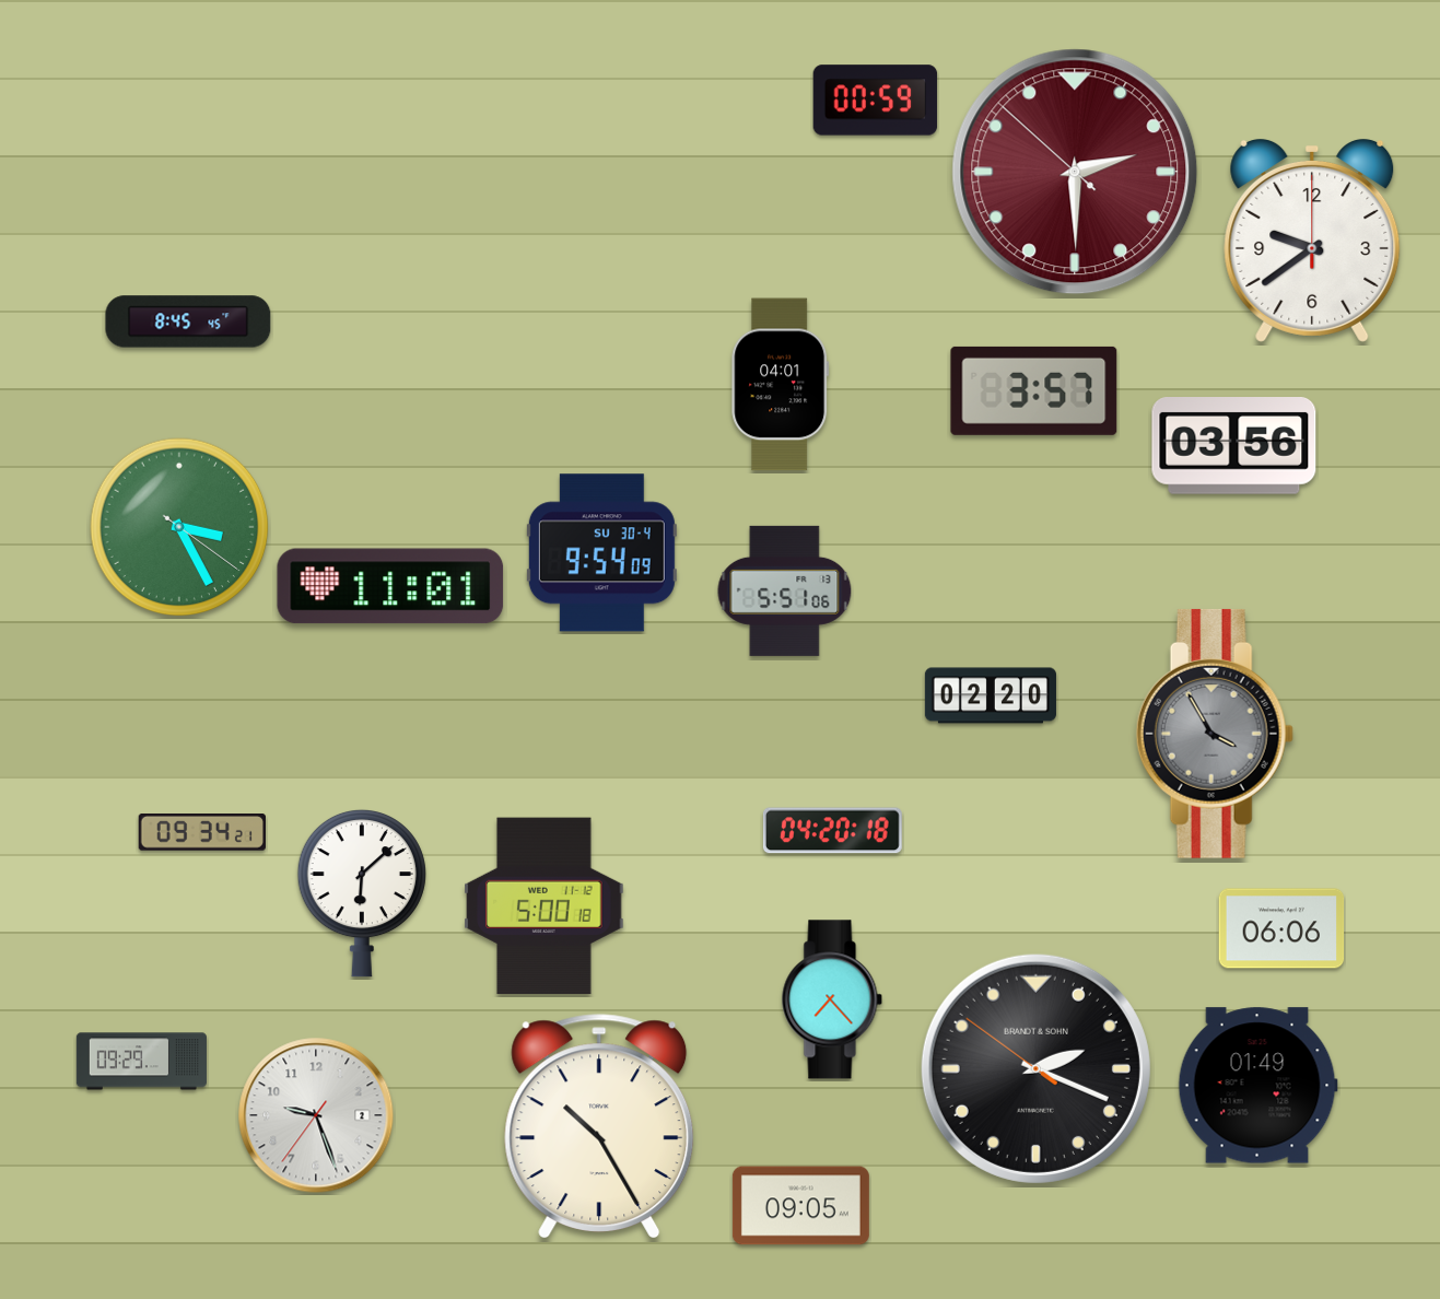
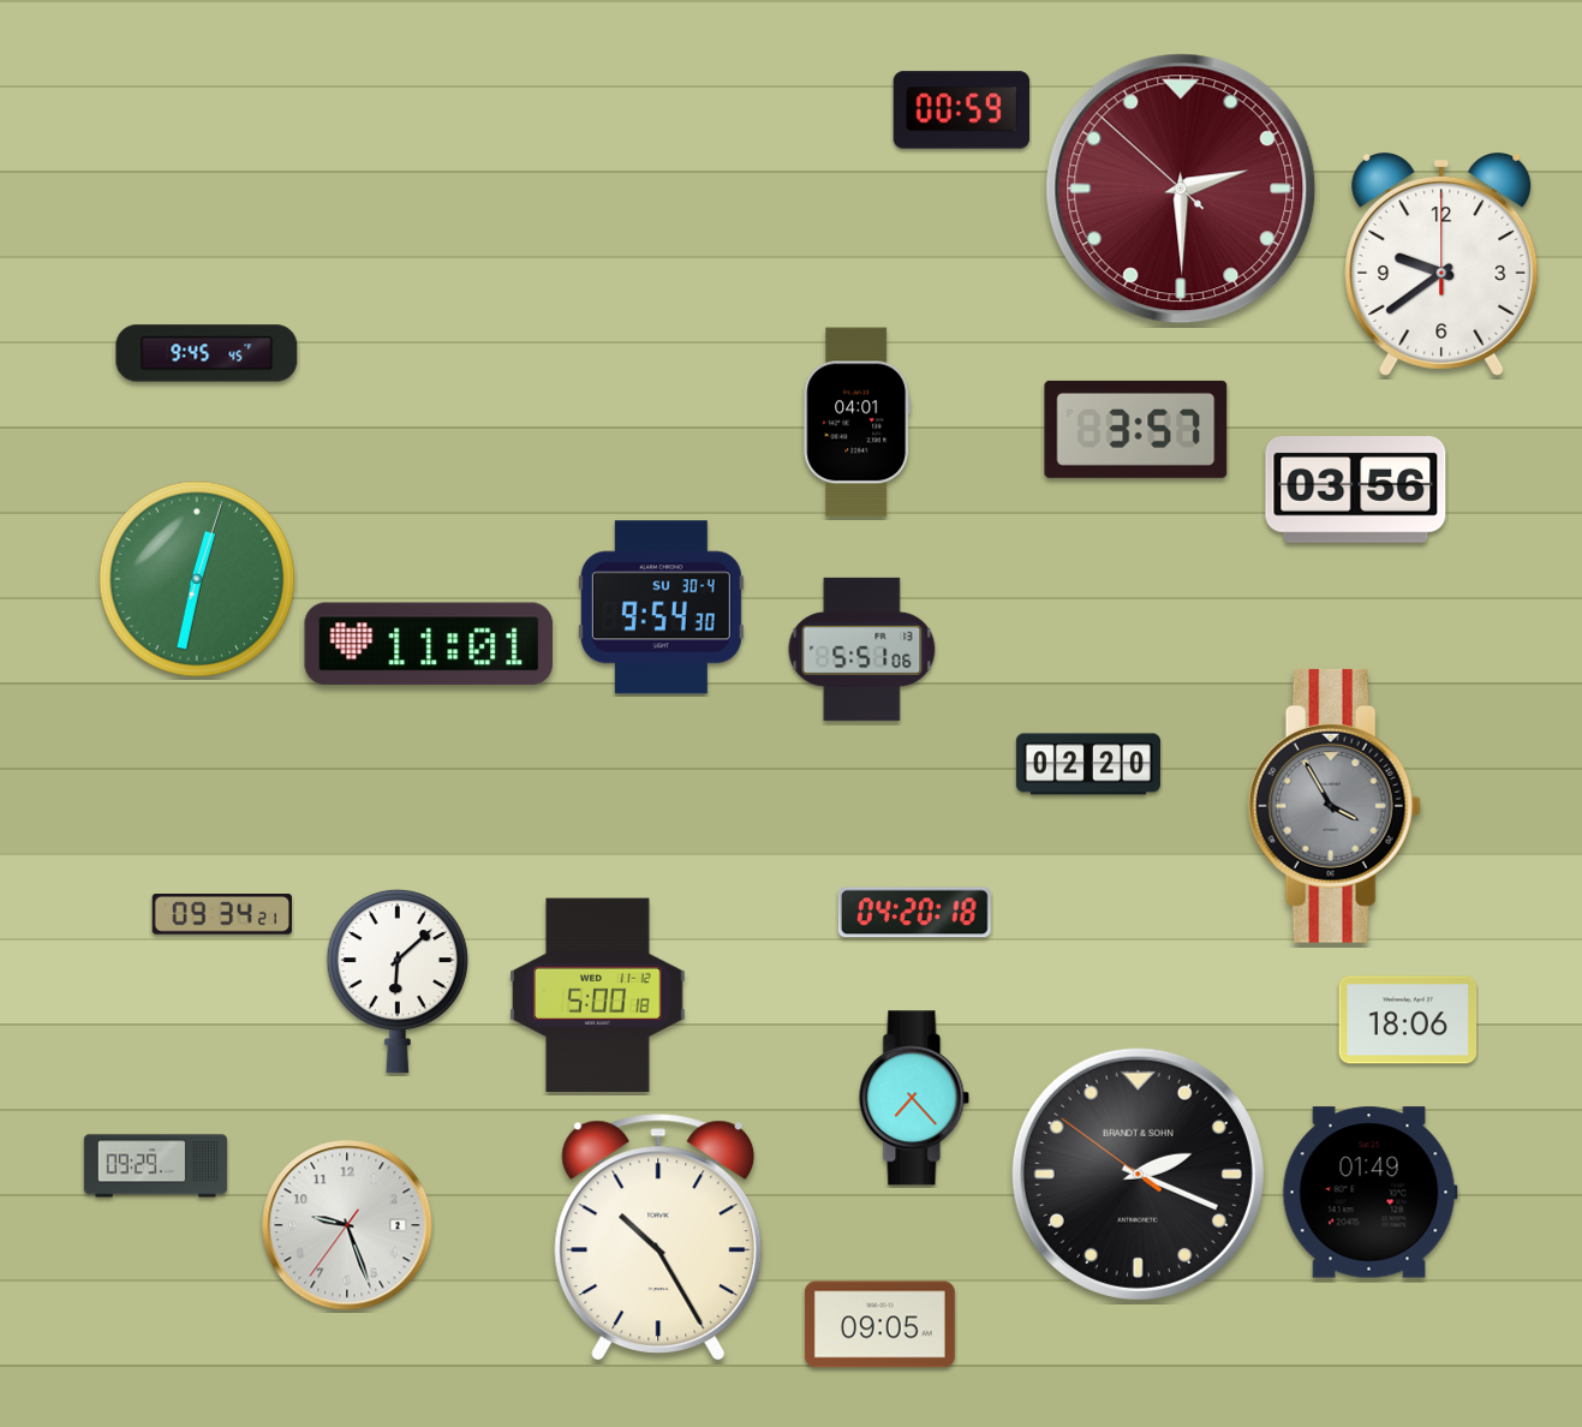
clock at (188, 321): 8:45 -> 9:45
clock at (179, 527): 3:25 -> 12:32
clock at (601, 553): 9:54:09 -> 9:54:30
clock at (1281, 928): 06:06 -> 18:06
clock at (1257, 1086) position: (1257, 1086) -> (1369, 1193)
